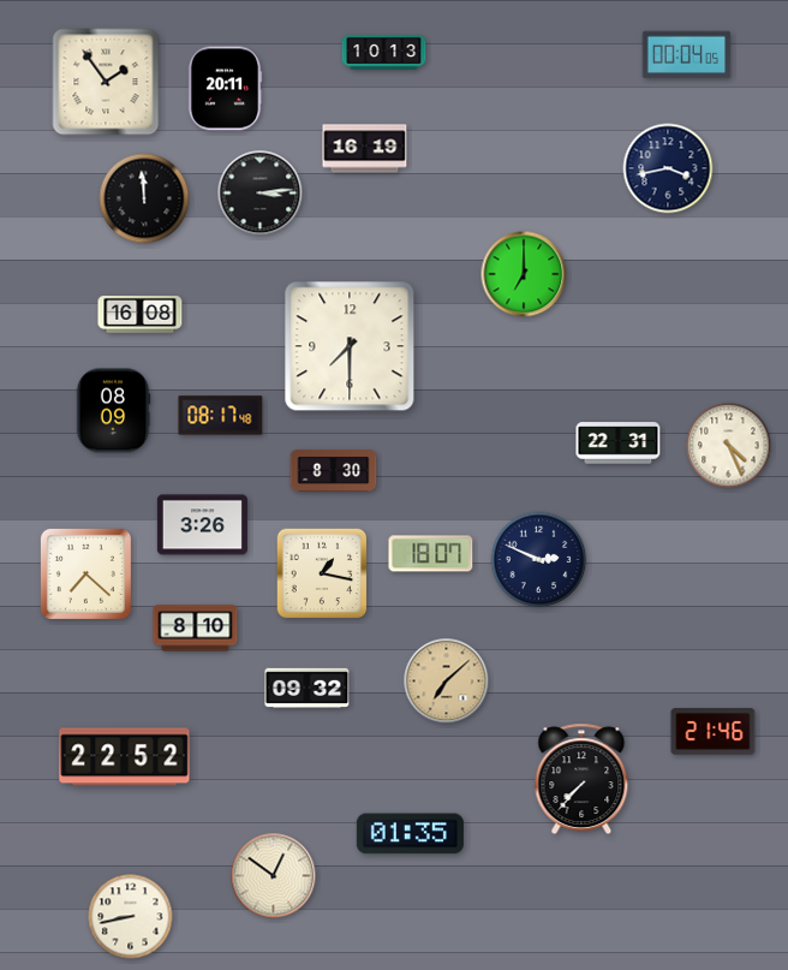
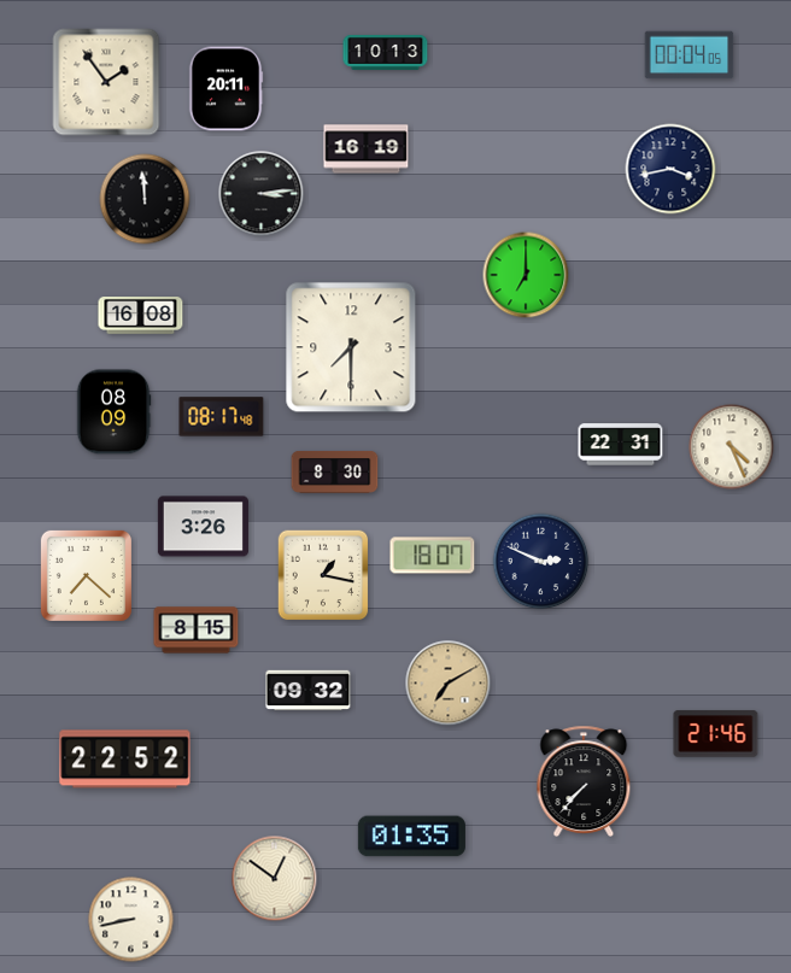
clock at (196, 629): 8:10 -> 8:15
clock at (447, 682): 7:08 -> 7:10
